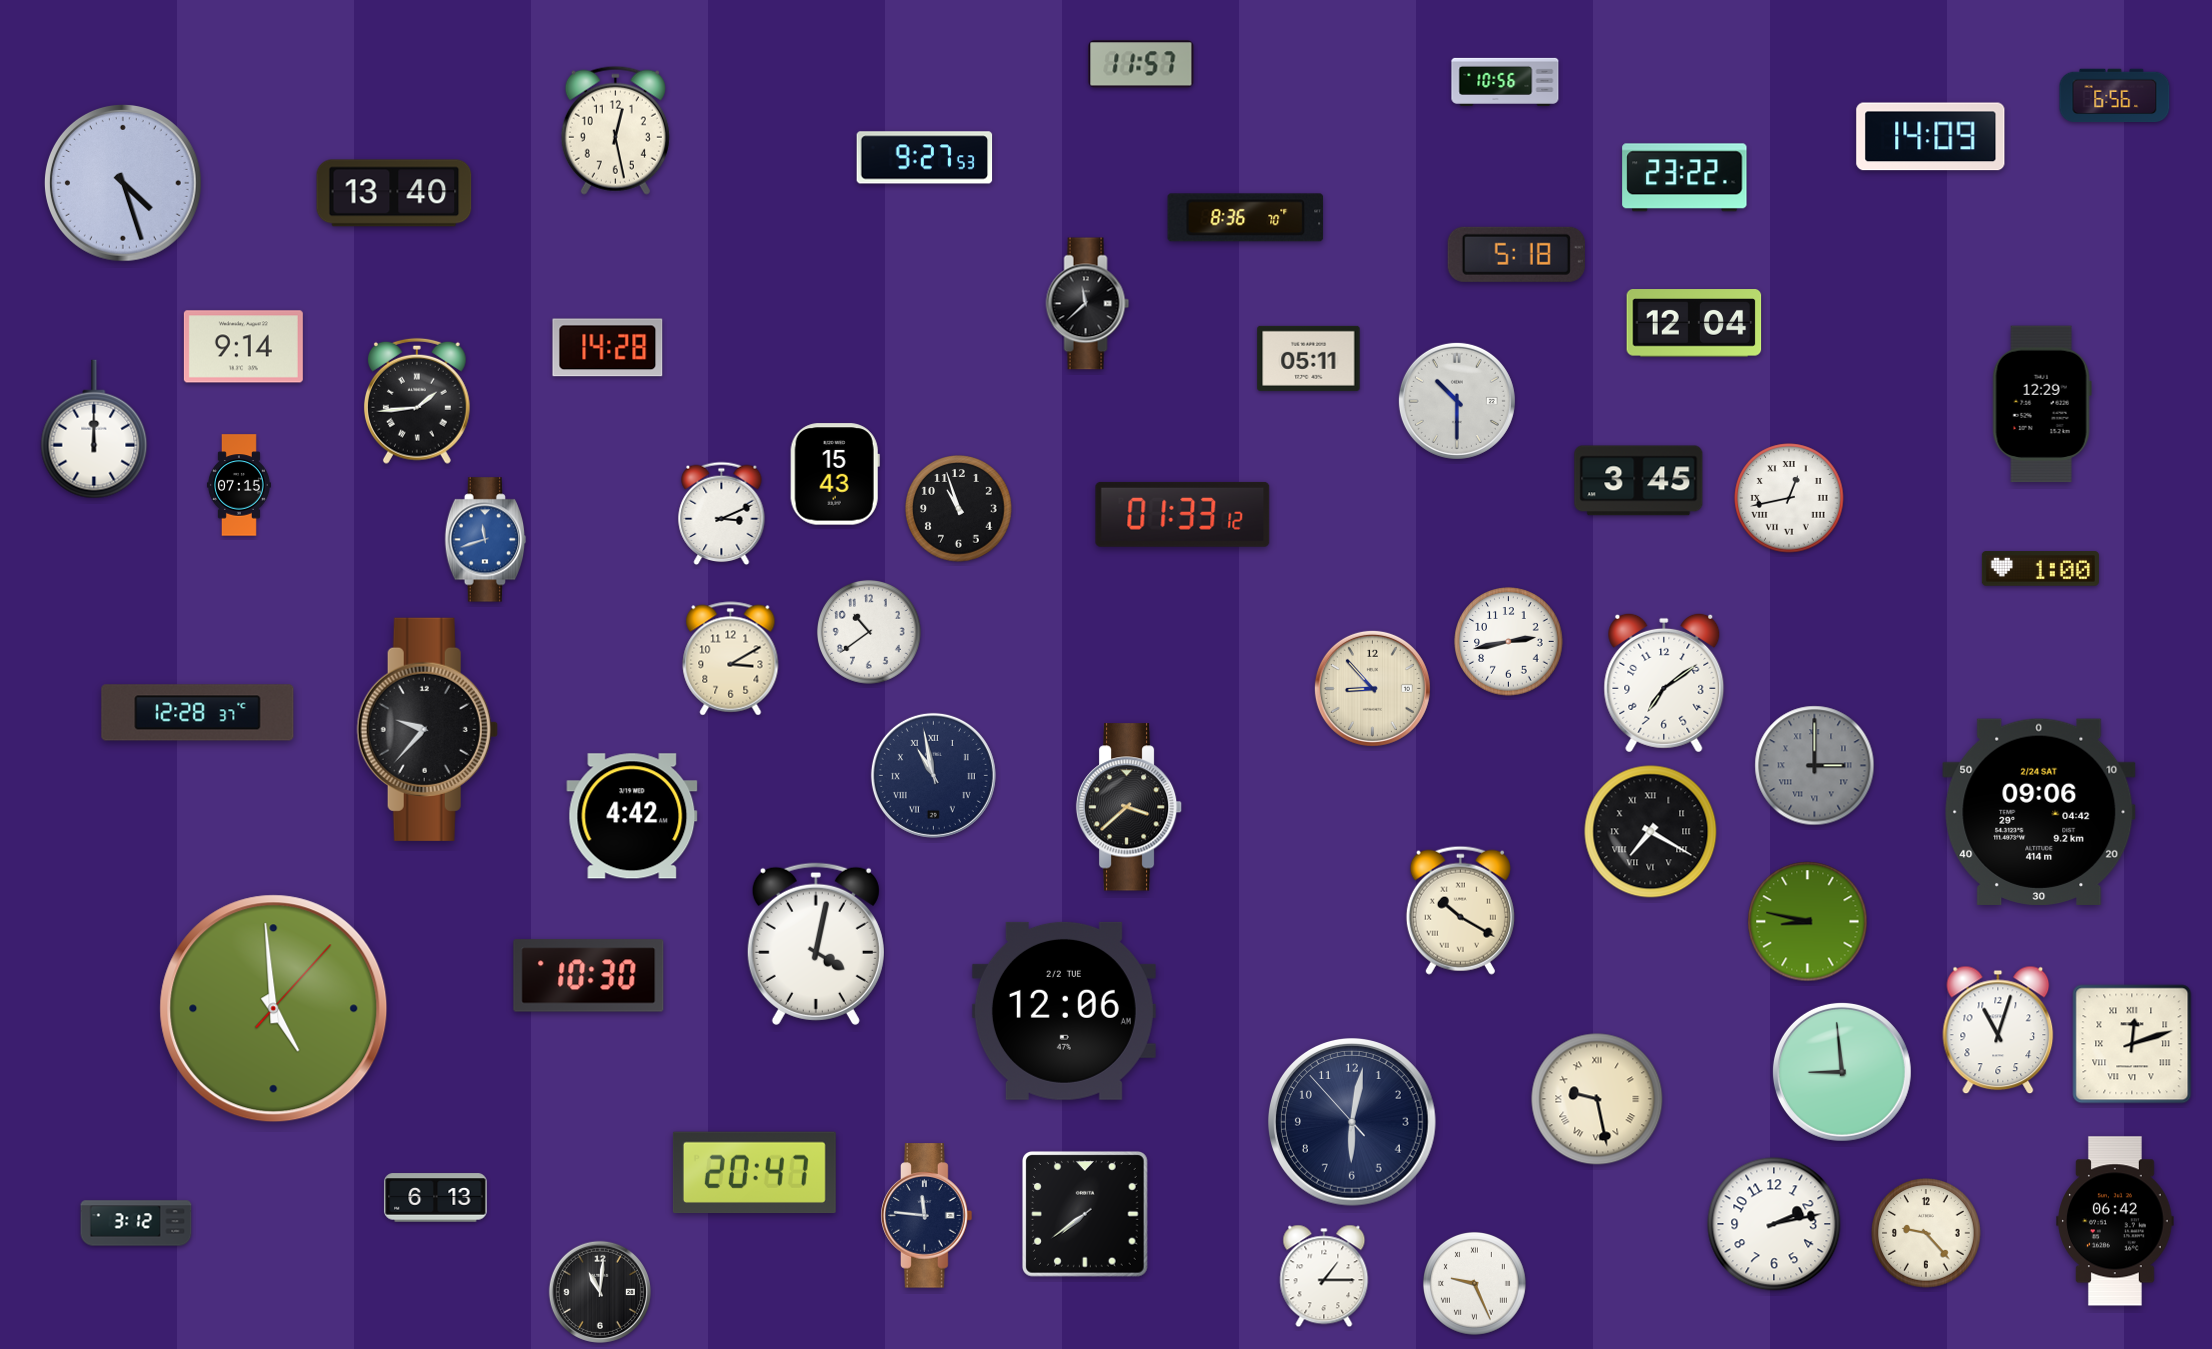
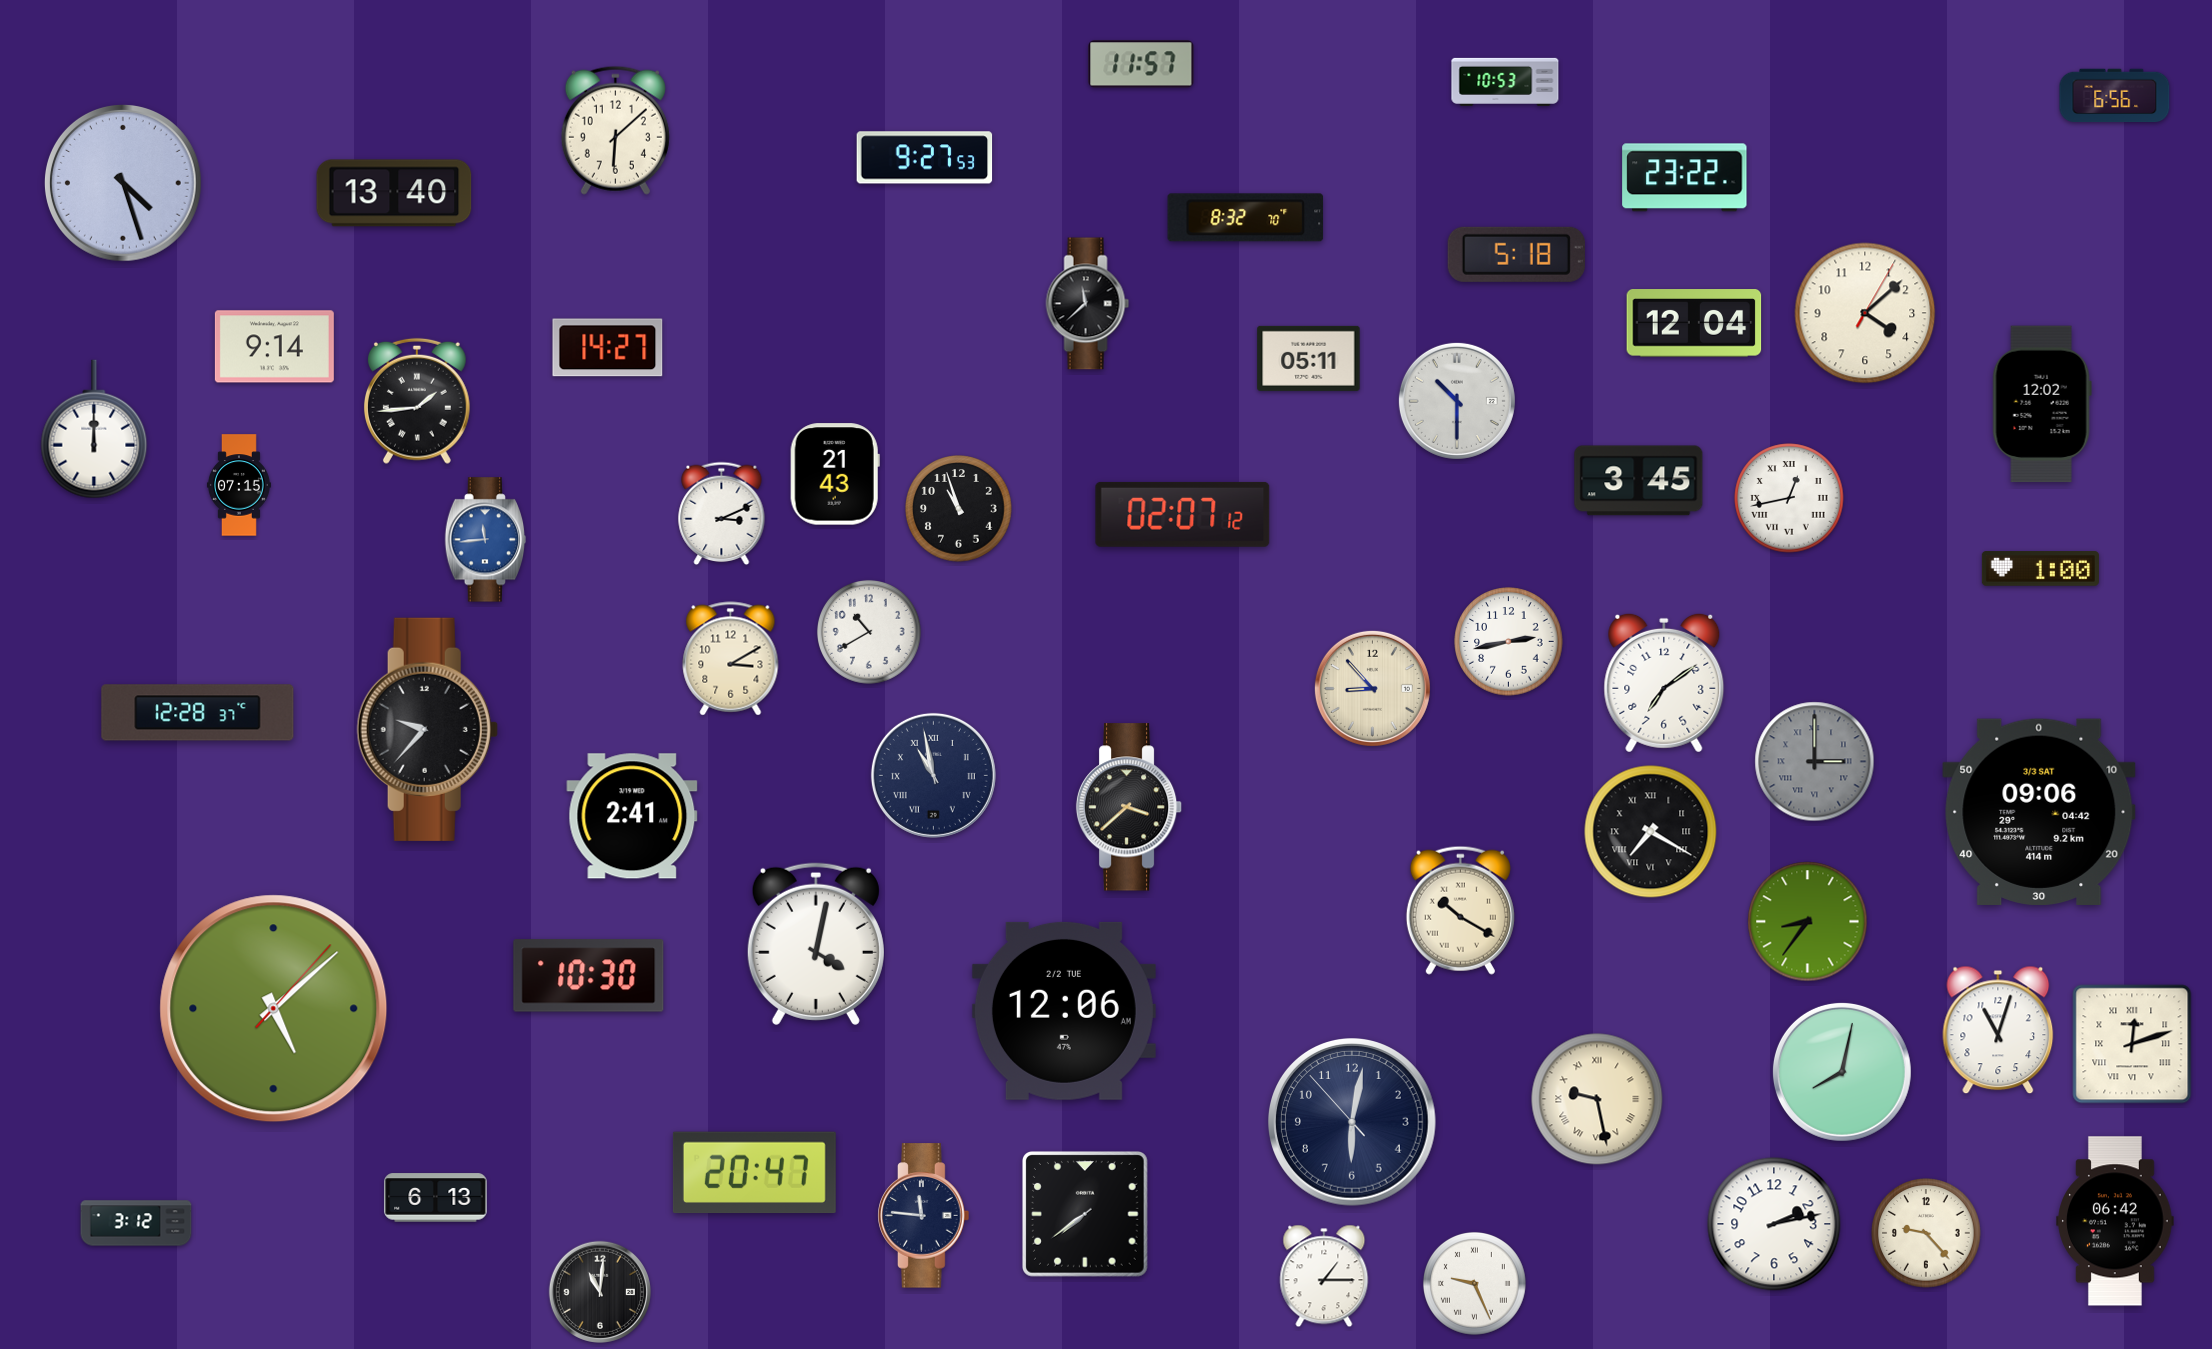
clock at (1505, 82): 10:56 -> 10:53
clock at (615, 130): 12:28 -> 6:08
clock at (1931, 137): 14:09 -> none
clock at (1246, 218): 8:36 -> 8:32
clock at (1865, 313): none -> 4:08
clock at (243, 347) position: (243, 347) -> (274, 347)
clock at (608, 348): 14:28 -> 14:27
clock at (2042, 404): 12:29 -> 12:02
clock at (835, 474): 15:43 -> 21:43
clock at (1183, 514): 01:33 -> 02:07
clock at (486, 540): 11:42 -> 11:44
clock at (869, 632): 10:39 -> 10:40
clock at (1815, 766) position: (1815, 766) -> (1815, 762)
clock at (2039, 812) date: 2/24 SAT -> 3/3 SAT
clock at (632, 816): 4:42 -> 2:41
clock at (1808, 922): 8:47 -> 8:36
clock at (274, 1009): 4:59 -> 5:08
clock at (1842, 1072): 8:59 -> 8:02
clock at (927, 1216) position: (927, 1216) -> (924, 1216)
